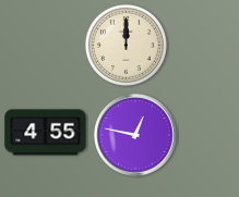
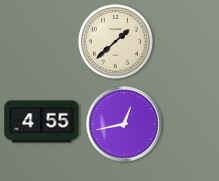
clock at (126, 45): 12:00 -> 1:38
clock at (135, 135): 12:47 -> 12:43
